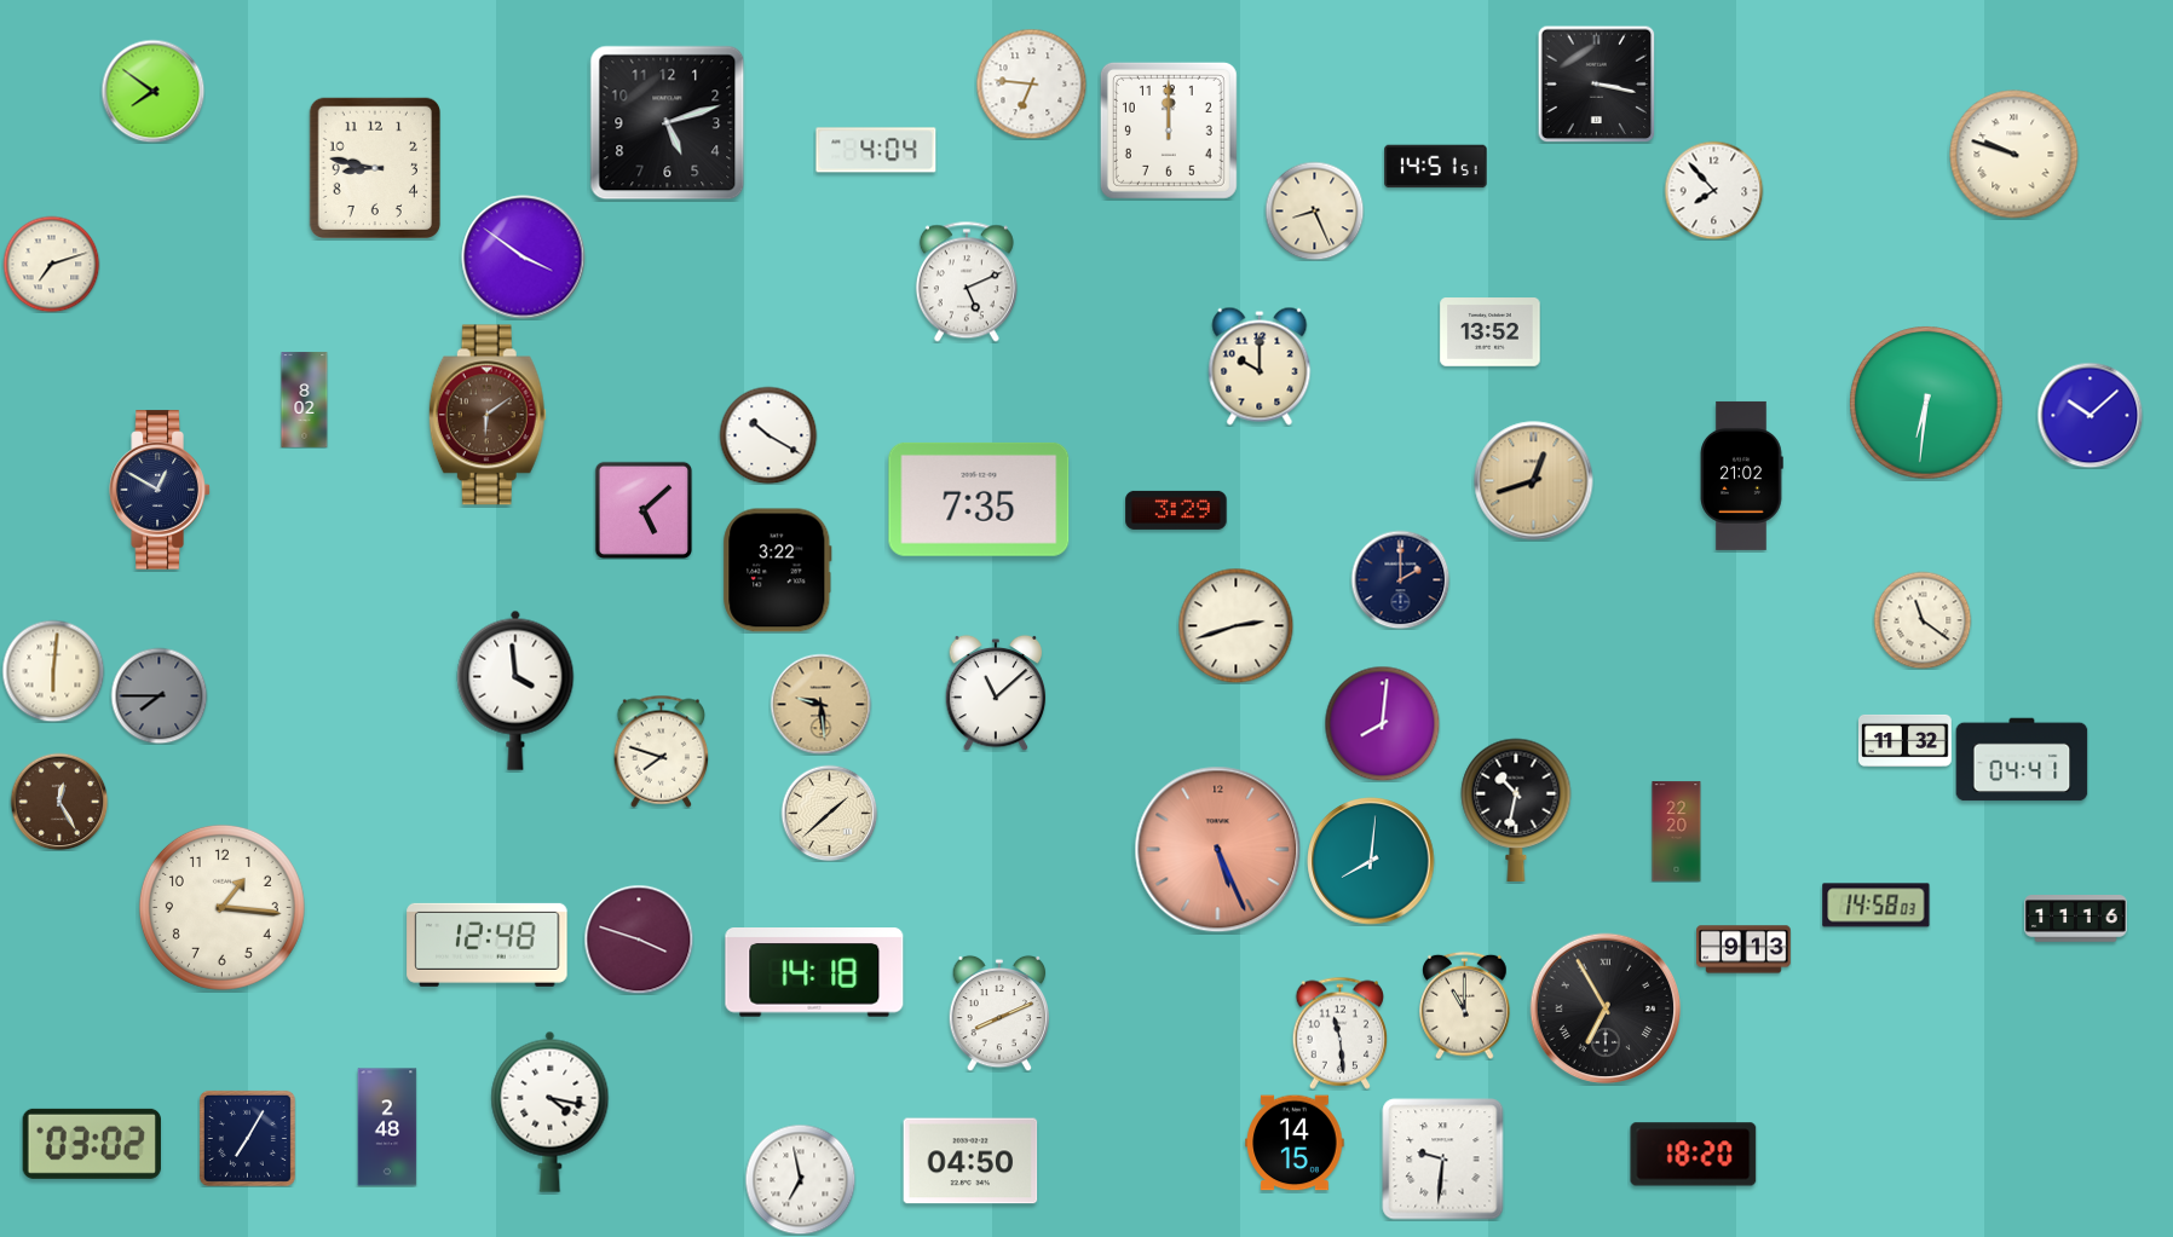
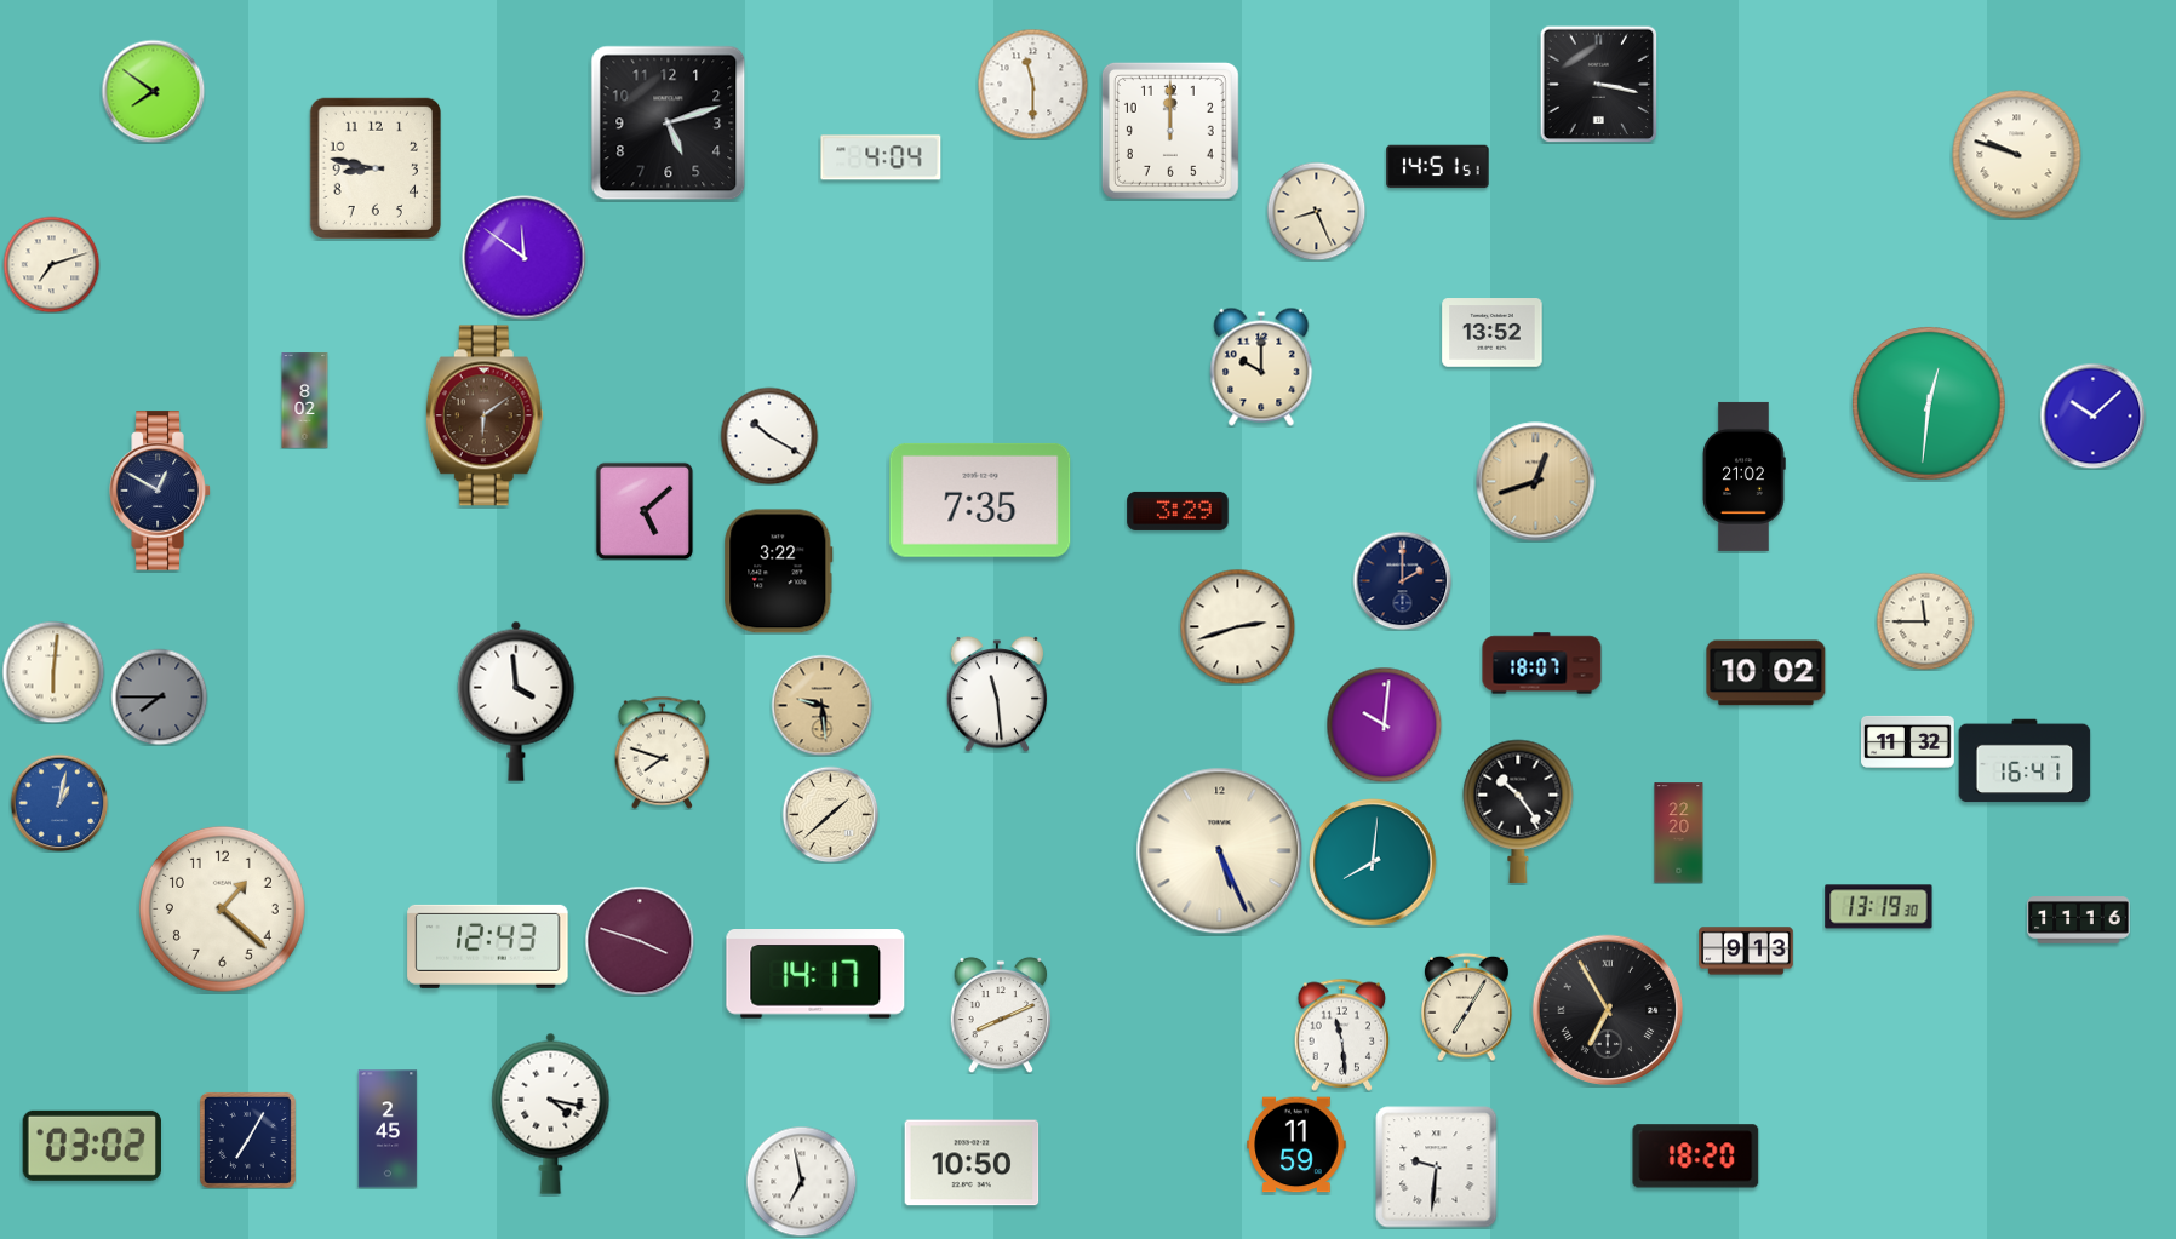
clock at (1031, 83): 6:46 -> 11:30
clock at (876, 150) position: (876, 150) -> (881, 157)
clock at (1713, 190): 7:53 -> none
clock at (524, 258): 3:51 -> 11:51
clock at (967, 282): 5:11 -> none
clock at (1926, 403): 6:31 -> 12:31
clock at (488, 415) position: (488, 415) -> (485, 415)
clock at (1923, 620): 11:21 -> 11:45
clock at (1542, 664): none -> 18:07
clock at (1766, 673): none -> 10:02
clock at (515, 690) position: (515, 690) -> (516, 701)
clock at (996, 693): 11:08 -> 11:29
clock at (1382, 723): 8:01 -> 10:01
clock at (2022, 759): 04:41 -> 16:41
clock at (59, 802): 12:25 -> 1:02
clock at (59, 802) dial: brown -> blue
clock at (1516, 810): 10:32 -> 10:24
clock at (1218, 850) dial: salmon -> cream
clock at (1877, 906): 14:58 -> 13:19
clock at (221, 907): 1:16 -> 1:22
clock at (488, 944): 12:48 -> 12:43
clock at (814, 972): 14:18 -> 14:17
clock at (1465, 1005): 11:00 -> 7:05
clock at (387, 1127): 2:48 -> 2:45
clock at (1295, 1143): 14:15 -> 11:59
clock at (1443, 1160) position: (1443, 1160) -> (1437, 1168)
clock at (970, 1161): 04:50 -> 10:50
